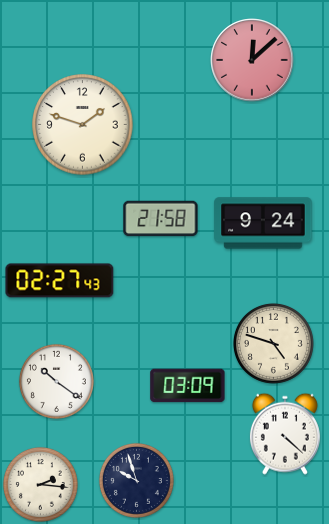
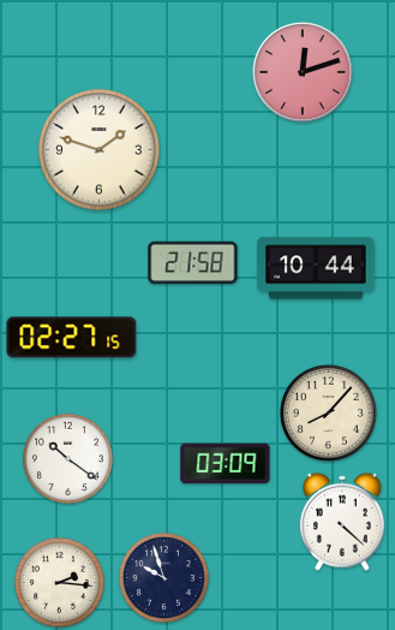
clock at (252, 60): 12:08 -> 12:12
clock at (263, 223): 9:24 -> 10:44
clock at (60, 281): 02:27:43 -> 02:27:15
clock at (273, 343): 4:48 -> 8:07
clock at (40, 484) position: (40, 484) -> (59, 582)
